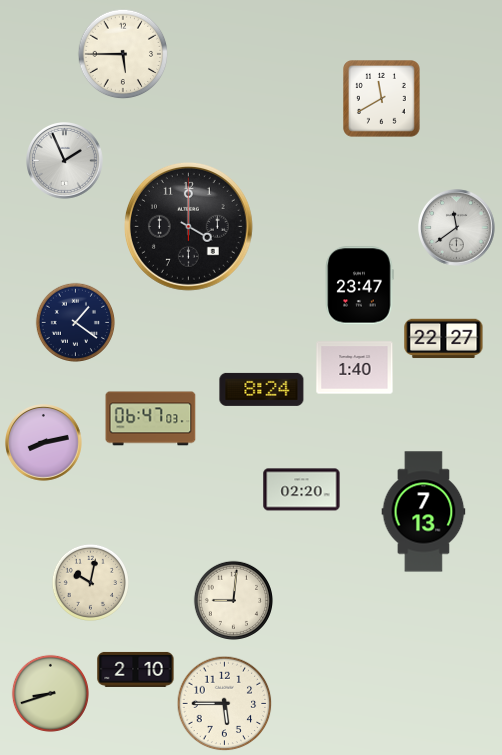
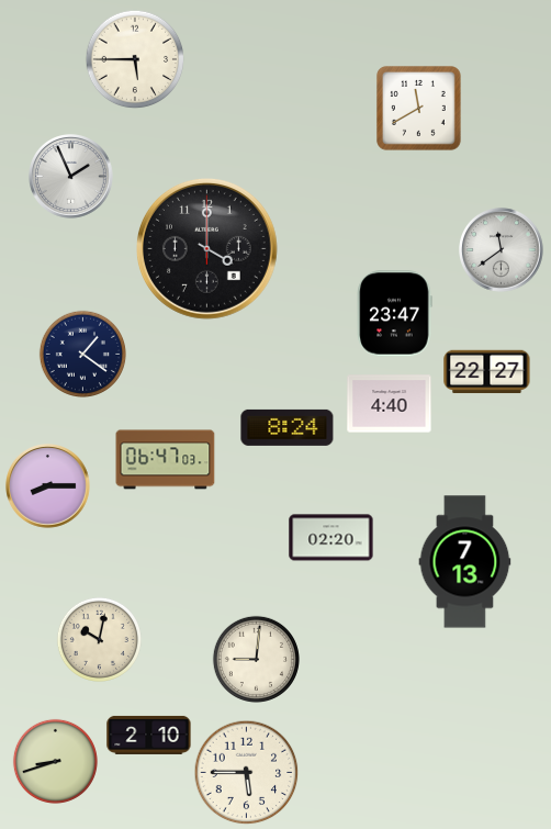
clock at (355, 368): 1:40 -> 4:40
clock at (44, 443): 8:13 -> 8:15
